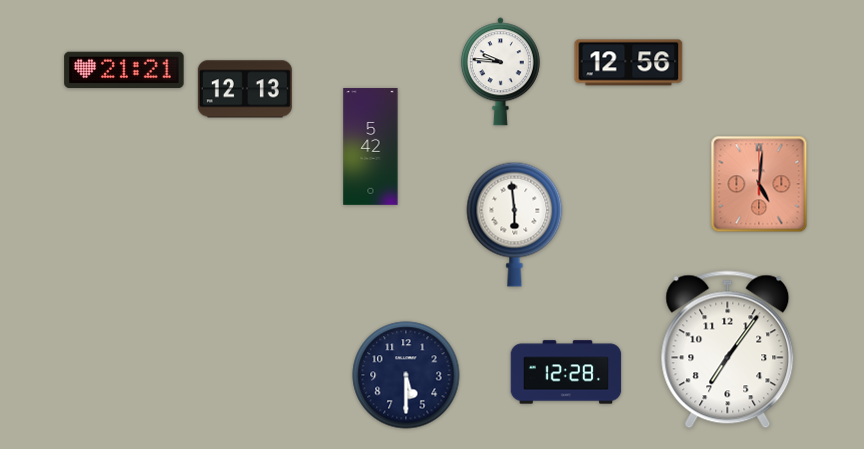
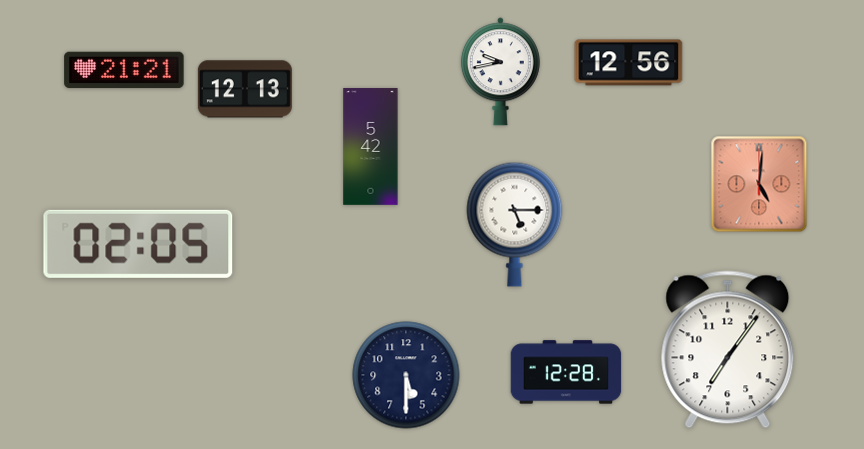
clock at (500, 72): 9:46 -> 9:43
clock at (515, 224): 5:59 -> 5:15
clock at (138, 244): none -> 02:05
